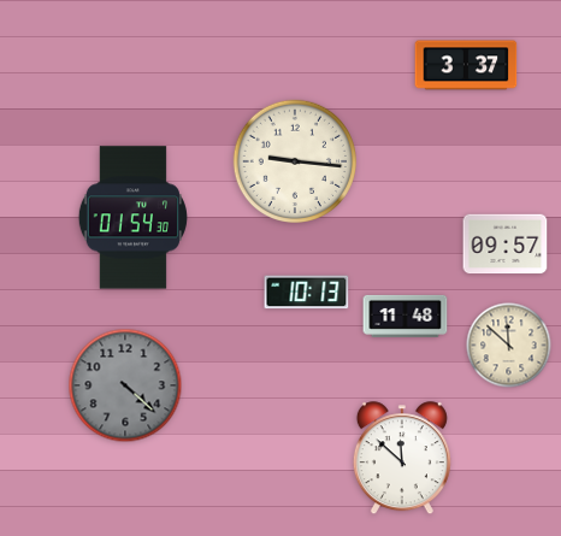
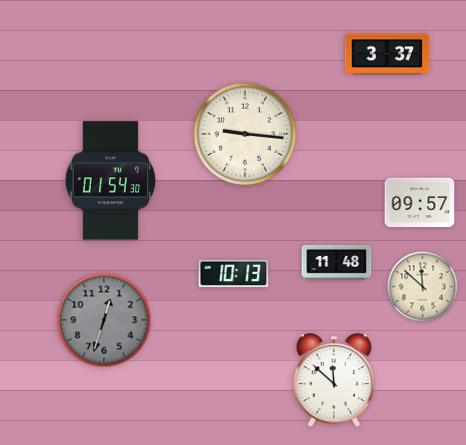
clock at (307, 293) position: (307, 293) -> (234, 274)
clock at (125, 385): 4:22 -> 12:33
